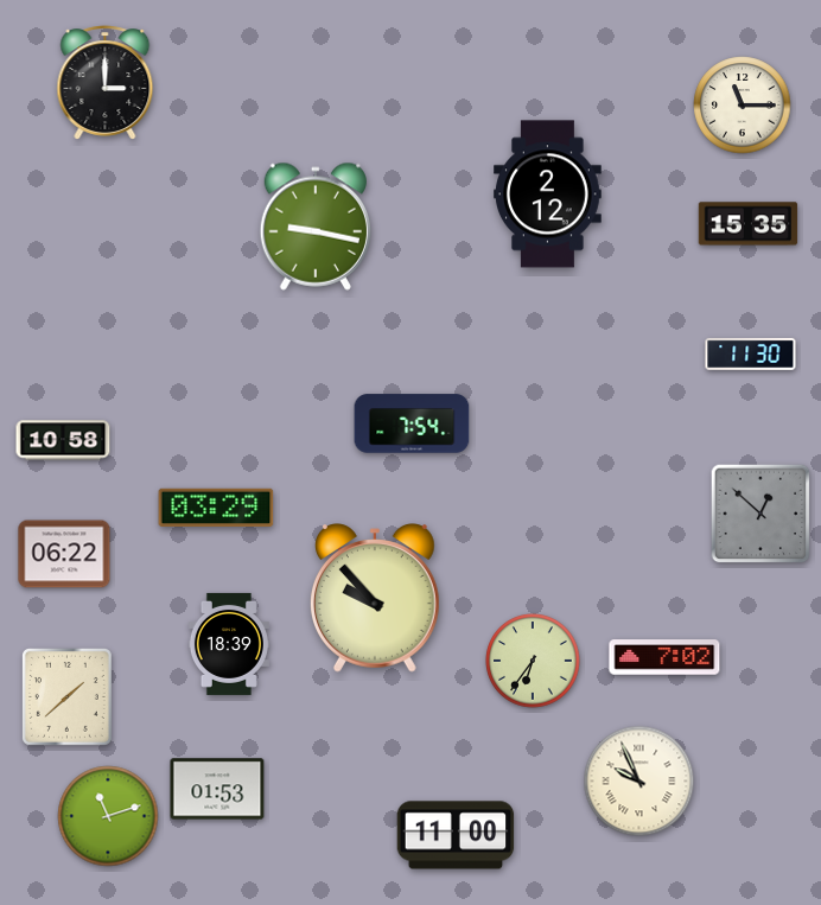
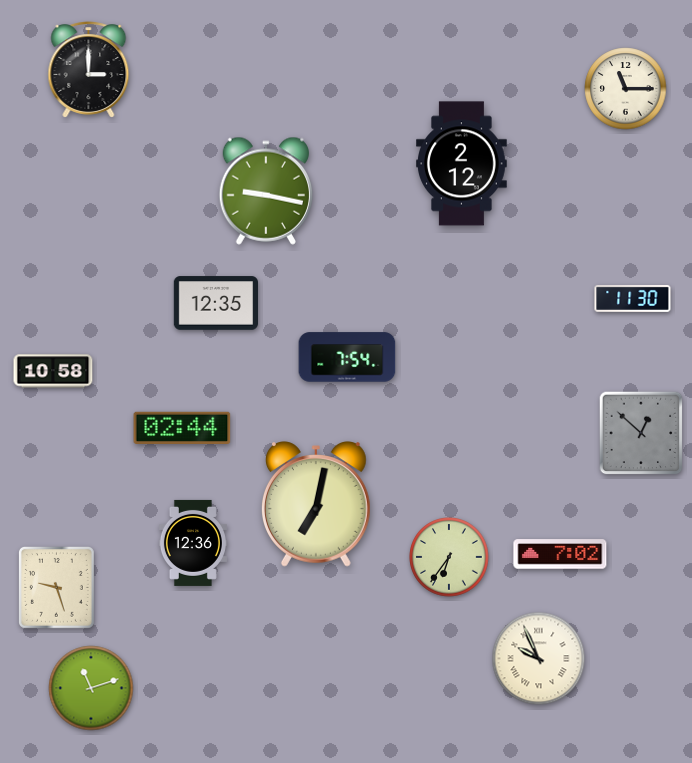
clock at (749, 224): 15:35 -> none
clock at (215, 303): none -> 12:35
clock at (216, 508): 03:29 -> 02:44
clock at (64, 554): 06:22 -> none
clock at (375, 598): 9:53 -> 7:02
clock at (229, 644): 18:39 -> 12:36
clock at (66, 696): 1:38 -> 9:27
clock at (217, 789): 01:53 -> none
clock at (456, 835): 11:00 -> none
